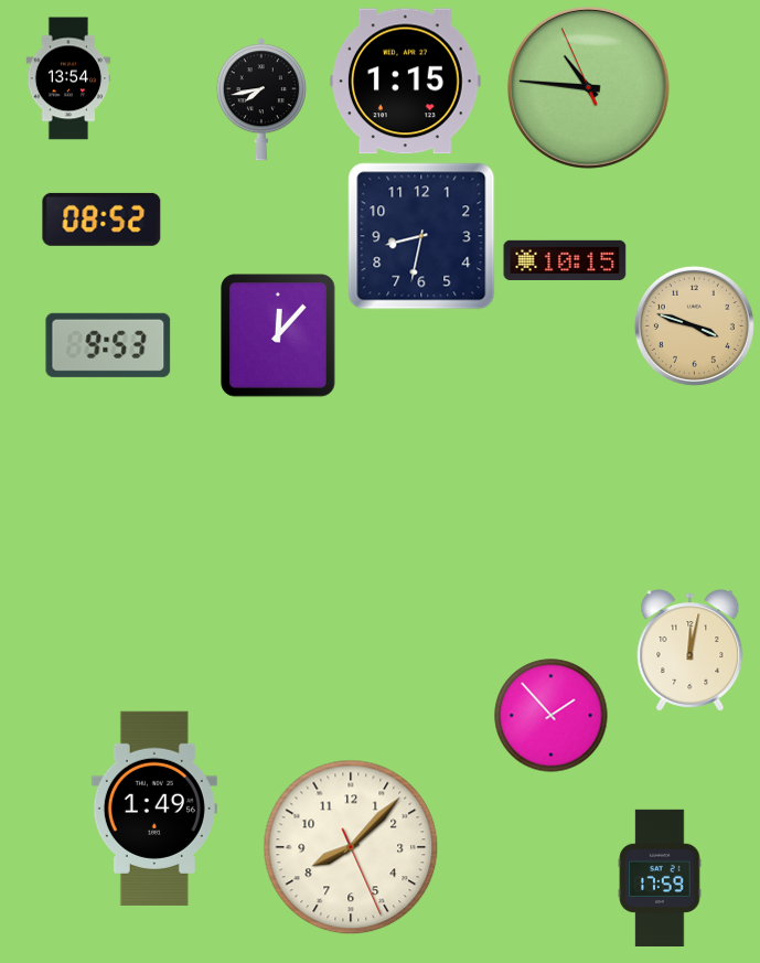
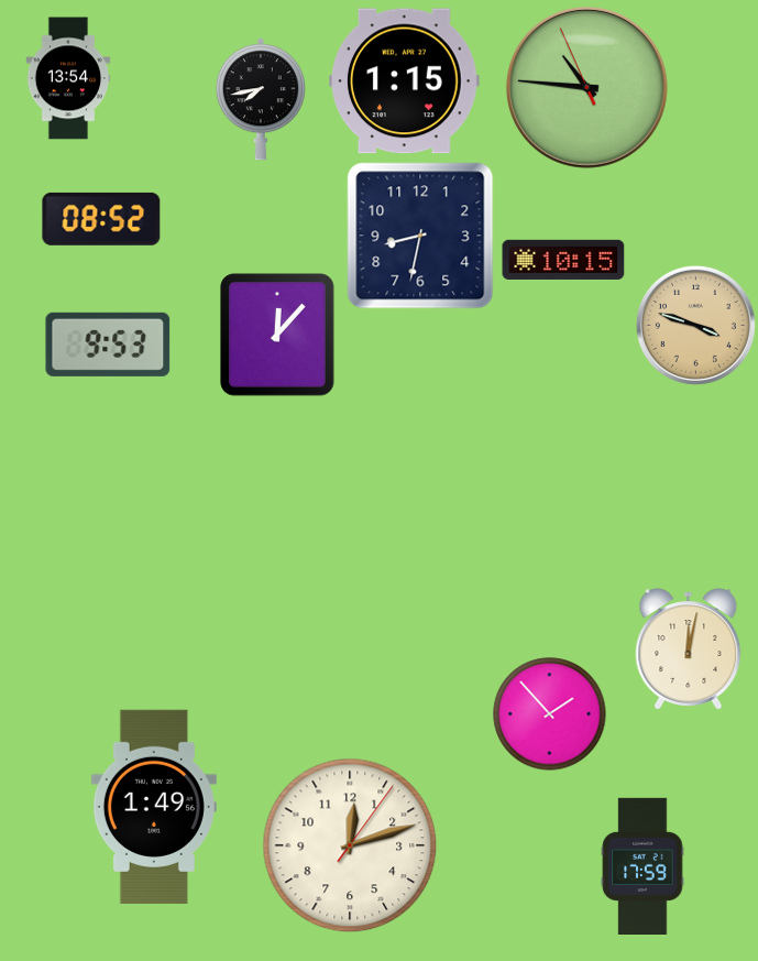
clock at (694, 325) position: (694, 325) -> (695, 325)
clock at (351, 847): 8:07 -> 12:12
clock at (660, 877) position: (660, 877) -> (642, 865)
